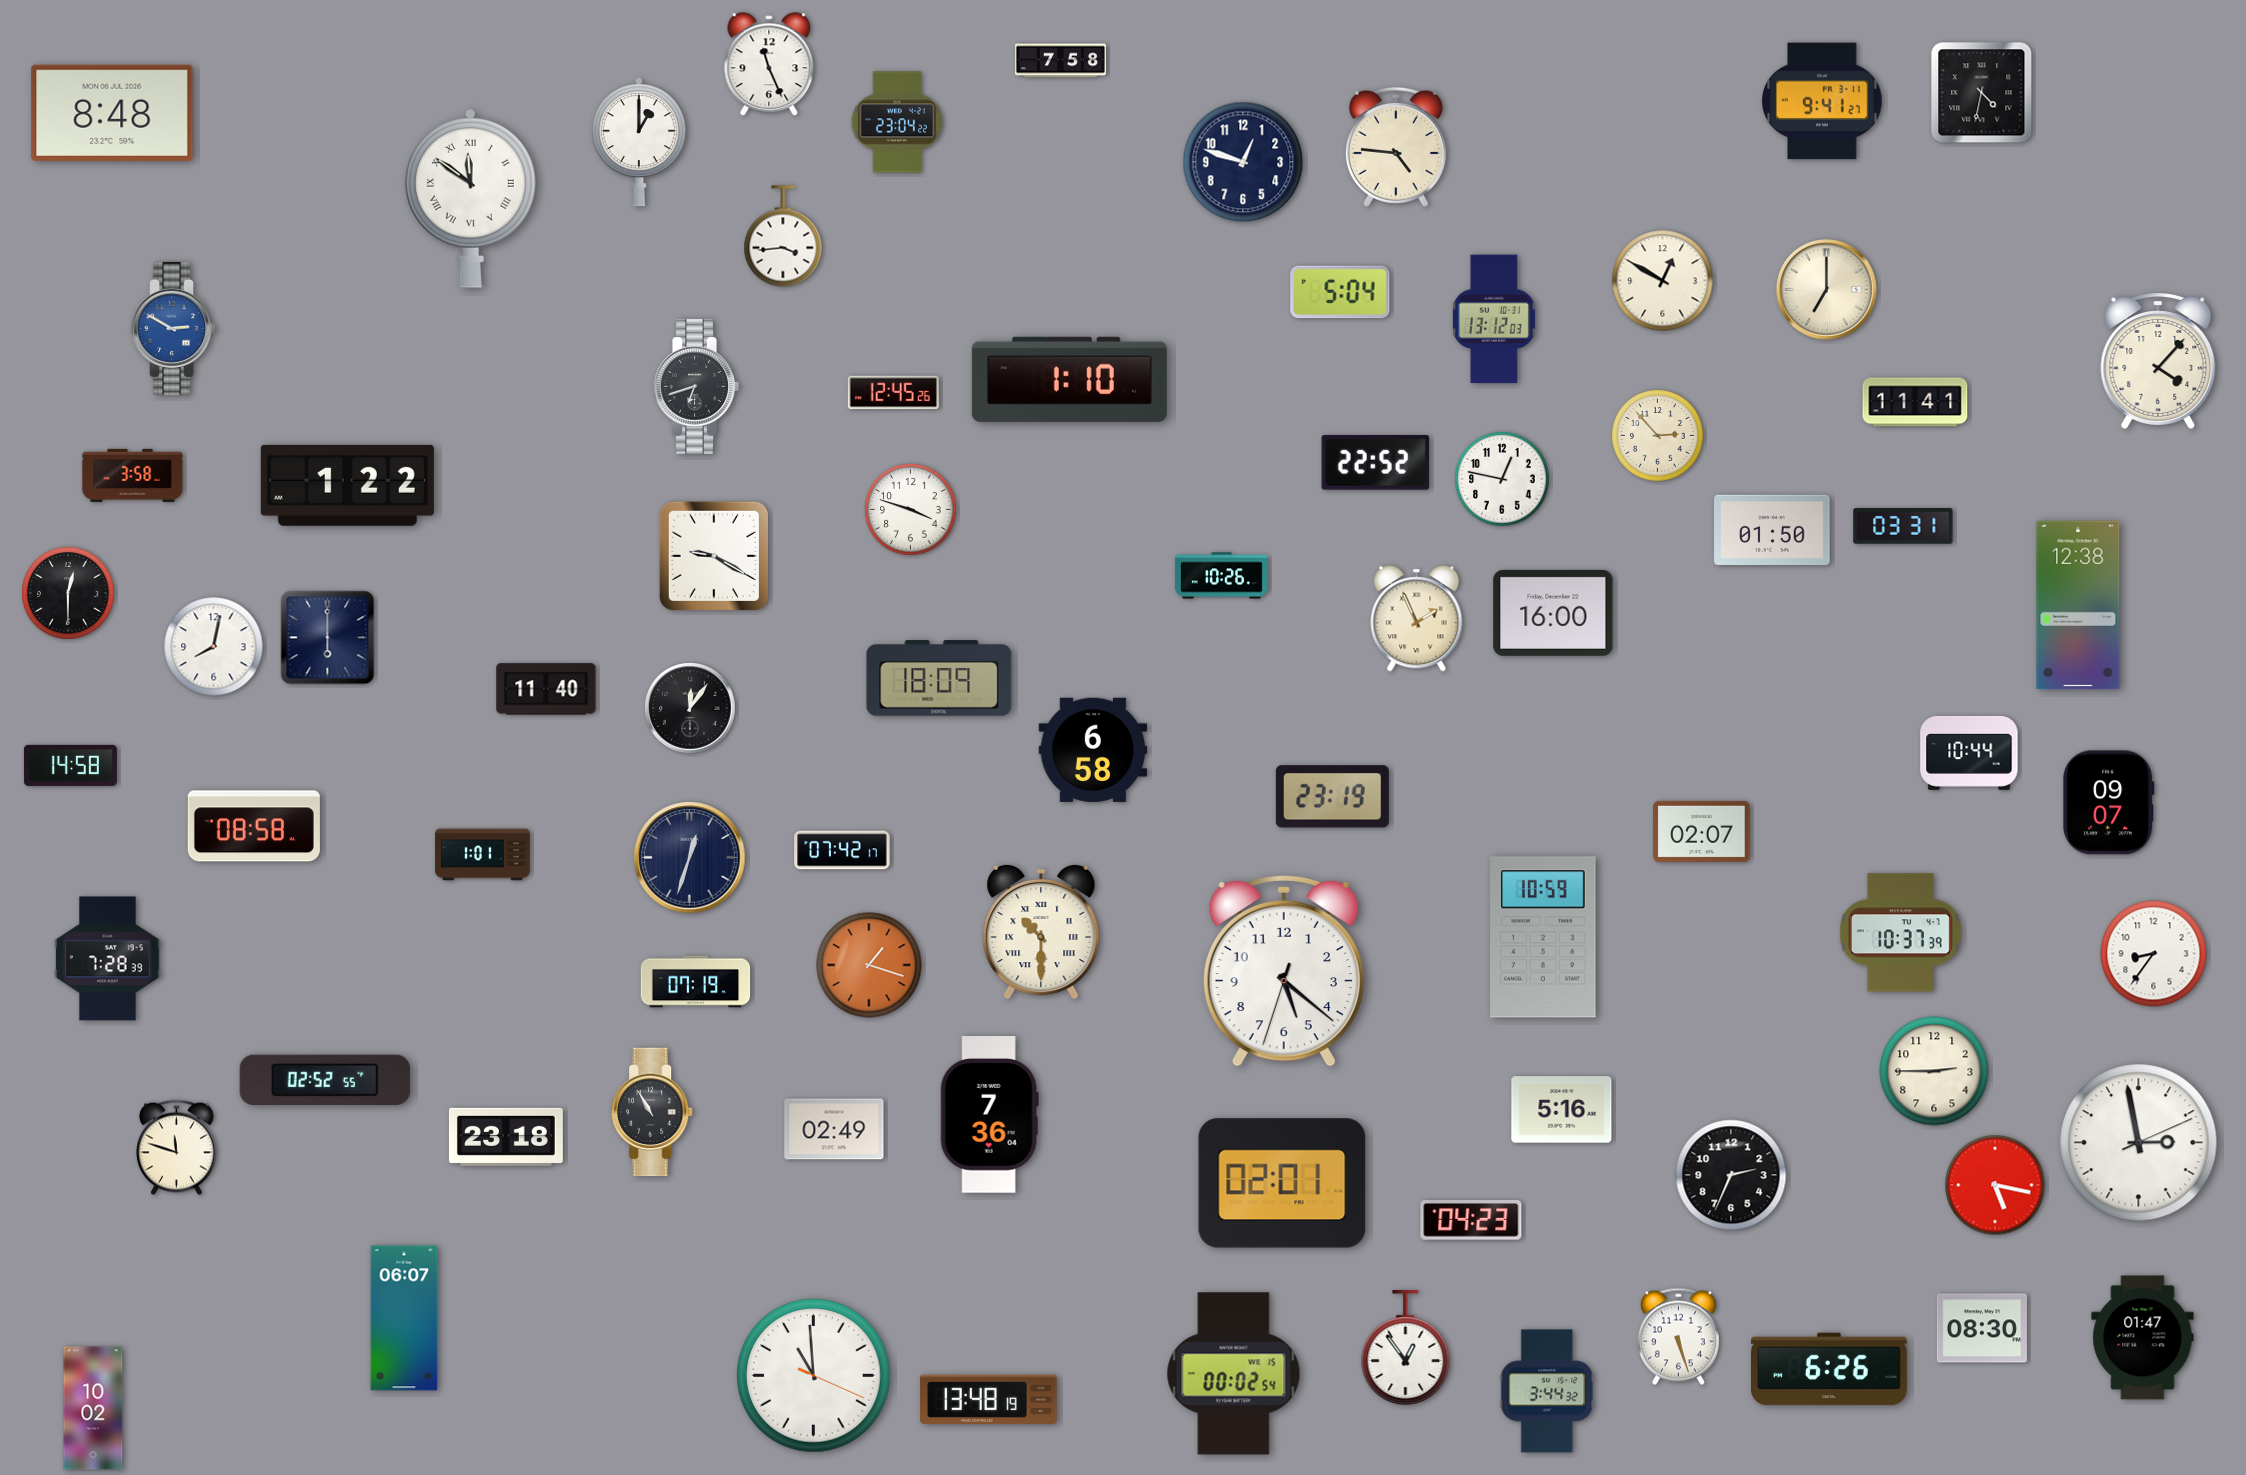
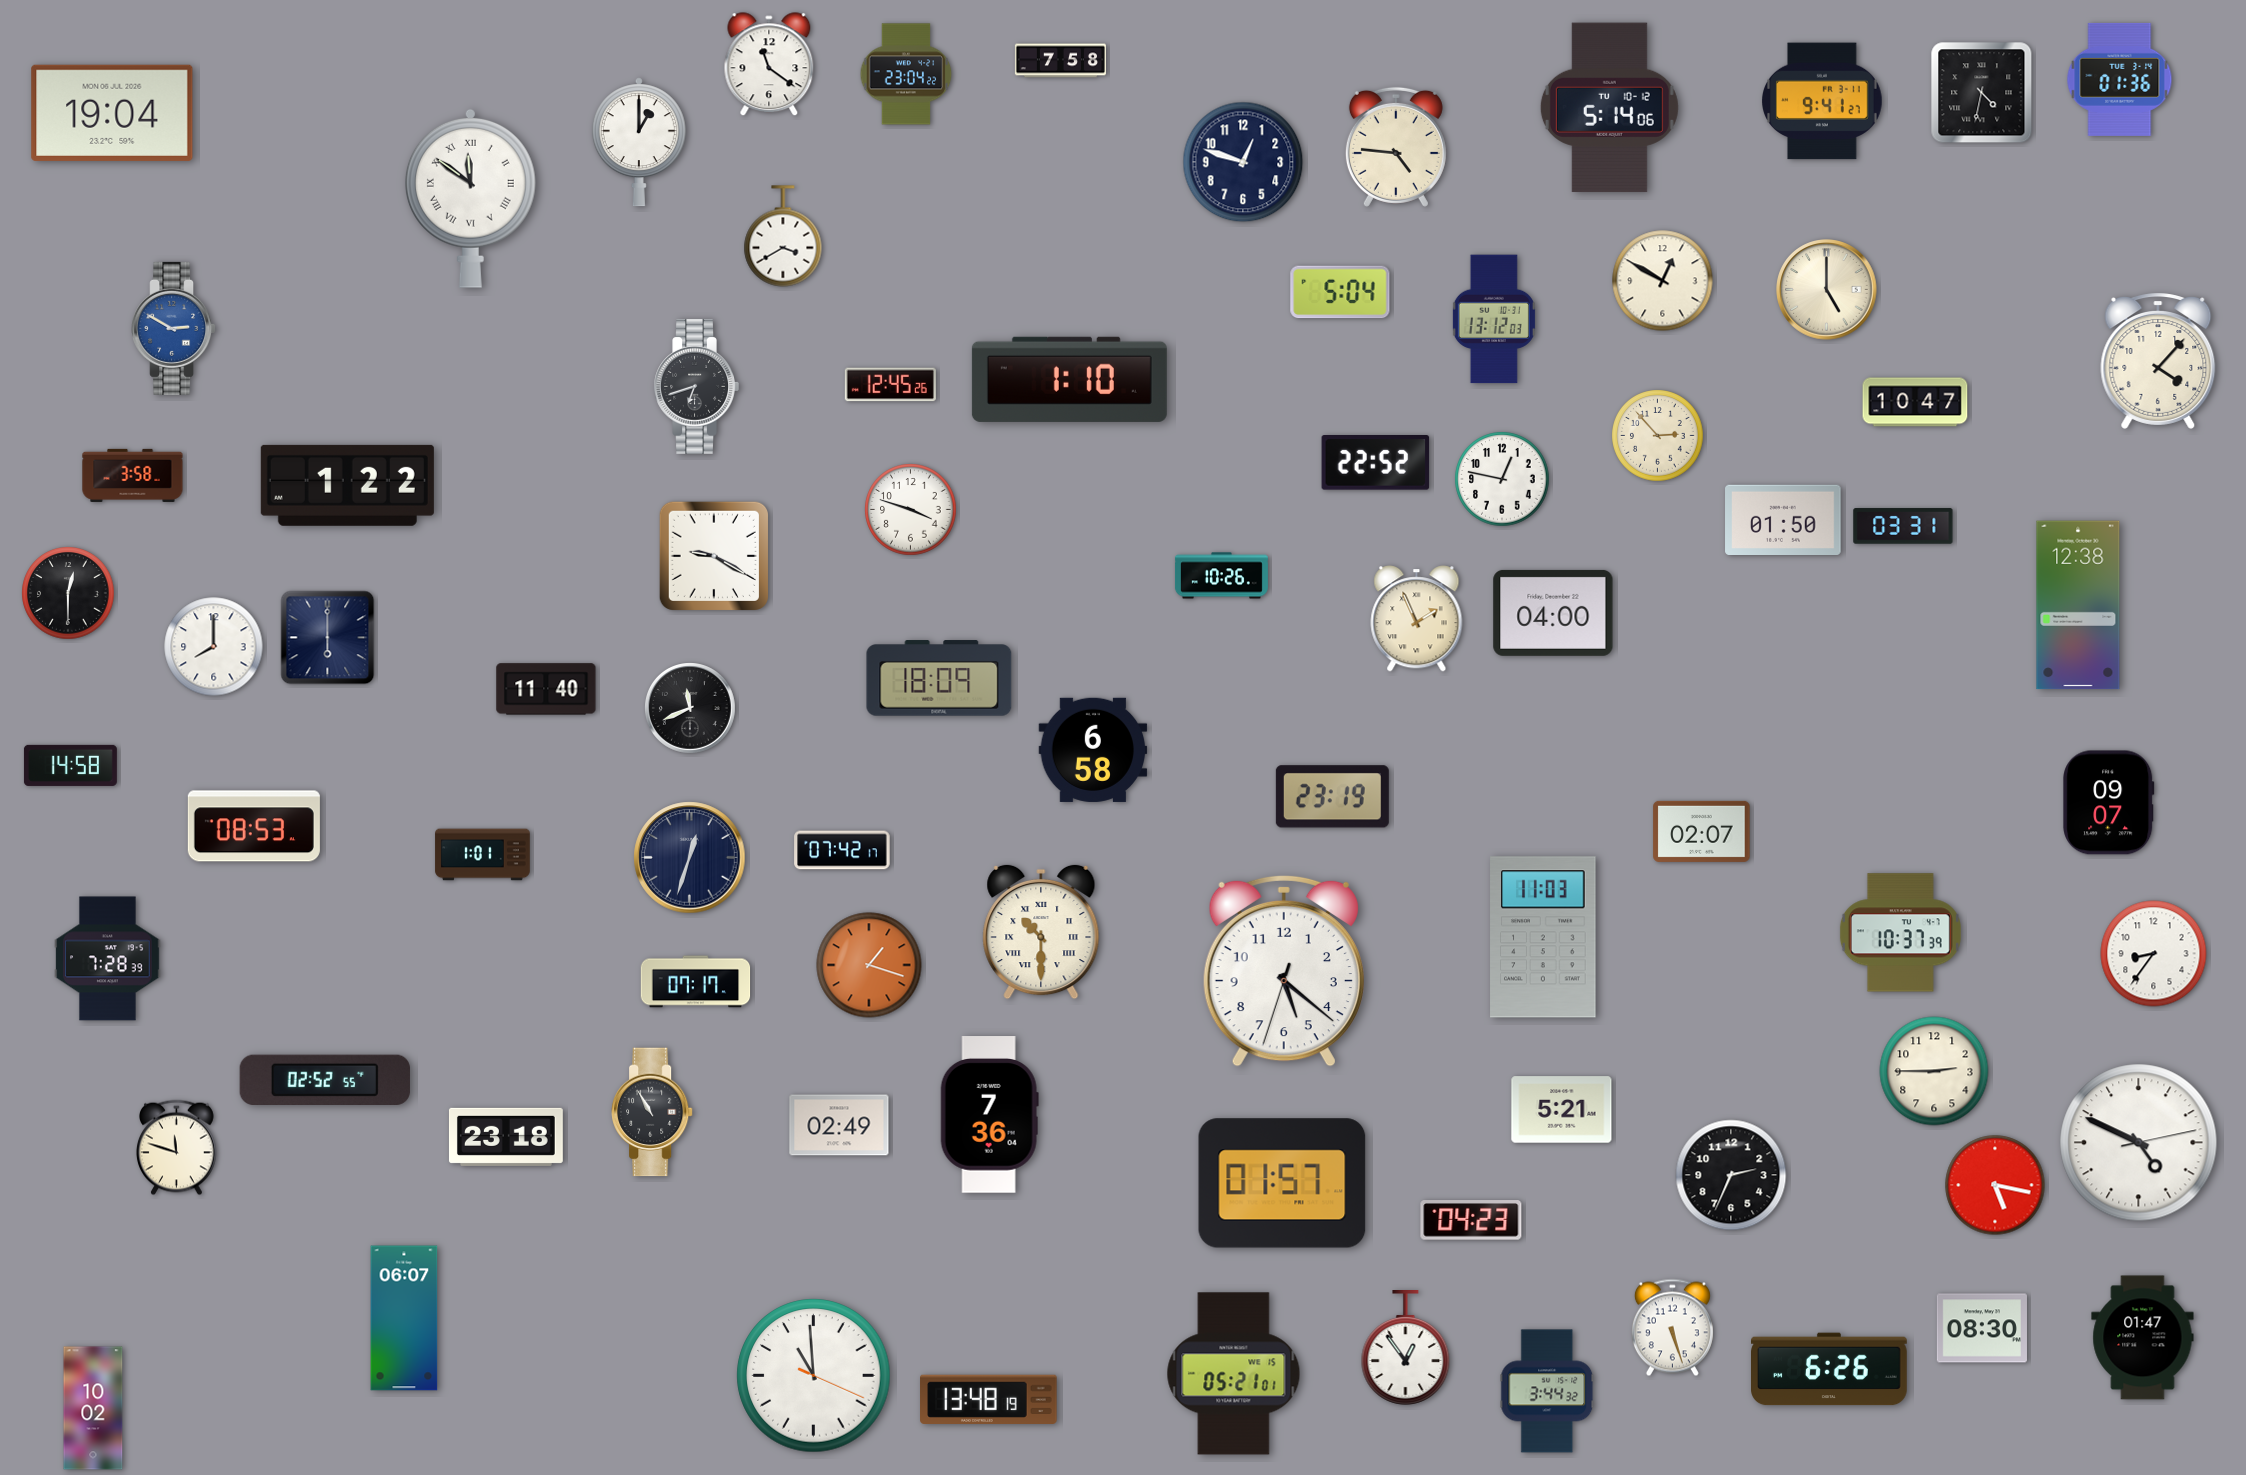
clock at (769, 65): 11:26 -> 11:21
clock at (2120, 79): none -> 01:36
clock at (1609, 108): none -> 5:14
clock at (112, 113): 8:48 -> 19:04
clock at (897, 122) position: (897, 122) -> (906, 74)
clock at (783, 236): 3:44 -> 3:40
clock at (1827, 290): 7:00 -> 5:00
clock at (893, 393) position: (893, 393) -> (890, 385)
clock at (1915, 402): 11:41 -> 10:47
clock at (1772, 529) position: (1772, 529) -> (1783, 519)
clock at (1553, 613): 16:00 -> 04:00
clock at (214, 647): 8:02 -> 8:00
clock at (691, 709): 12:06 -> 11:41
clock at (1969, 753): 10:44 -> none
clock at (254, 826): 08:58 -> 08:53
clock at (1543, 937): 10:59 -> 11:03
clock at (696, 982): 07:19 -> 07:17
clock at (1562, 1110): 5:16 -> 5:21
clock at (834, 1129) position: (834, 1129) -> (839, 1125)
clock at (2139, 1143): 2:58 -> 4:49
clock at (1282, 1183): 02:01 -> 01:57
clock at (1678, 1337) position: (1678, 1337) -> (1672, 1328)
clock at (1234, 1374): 00:02 -> 05:21
